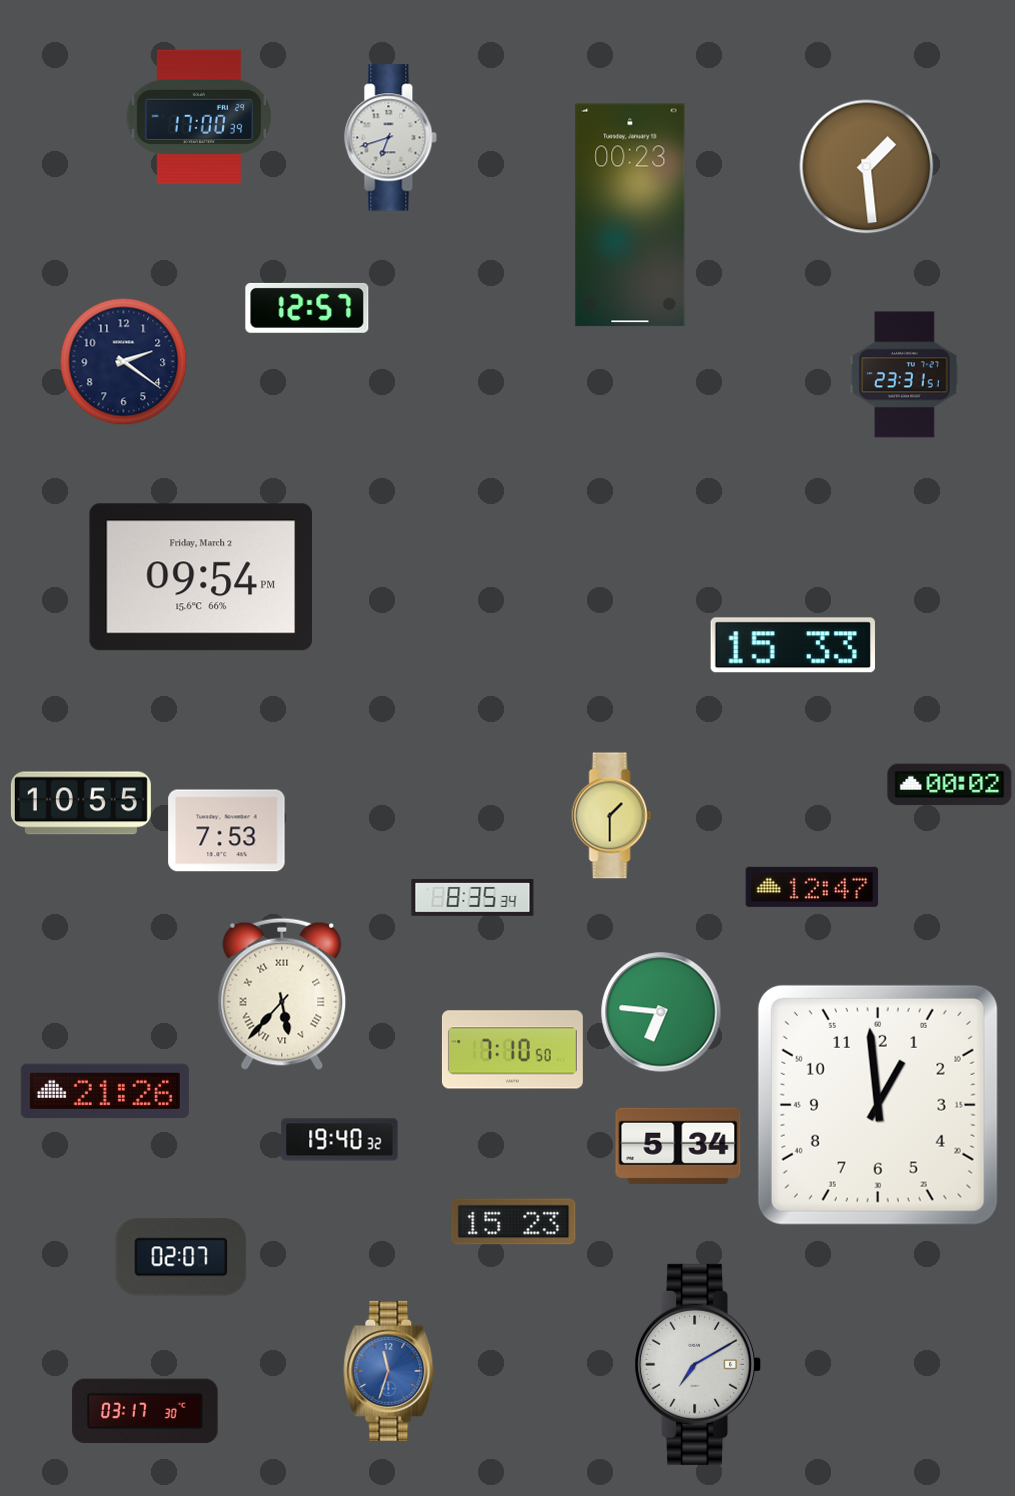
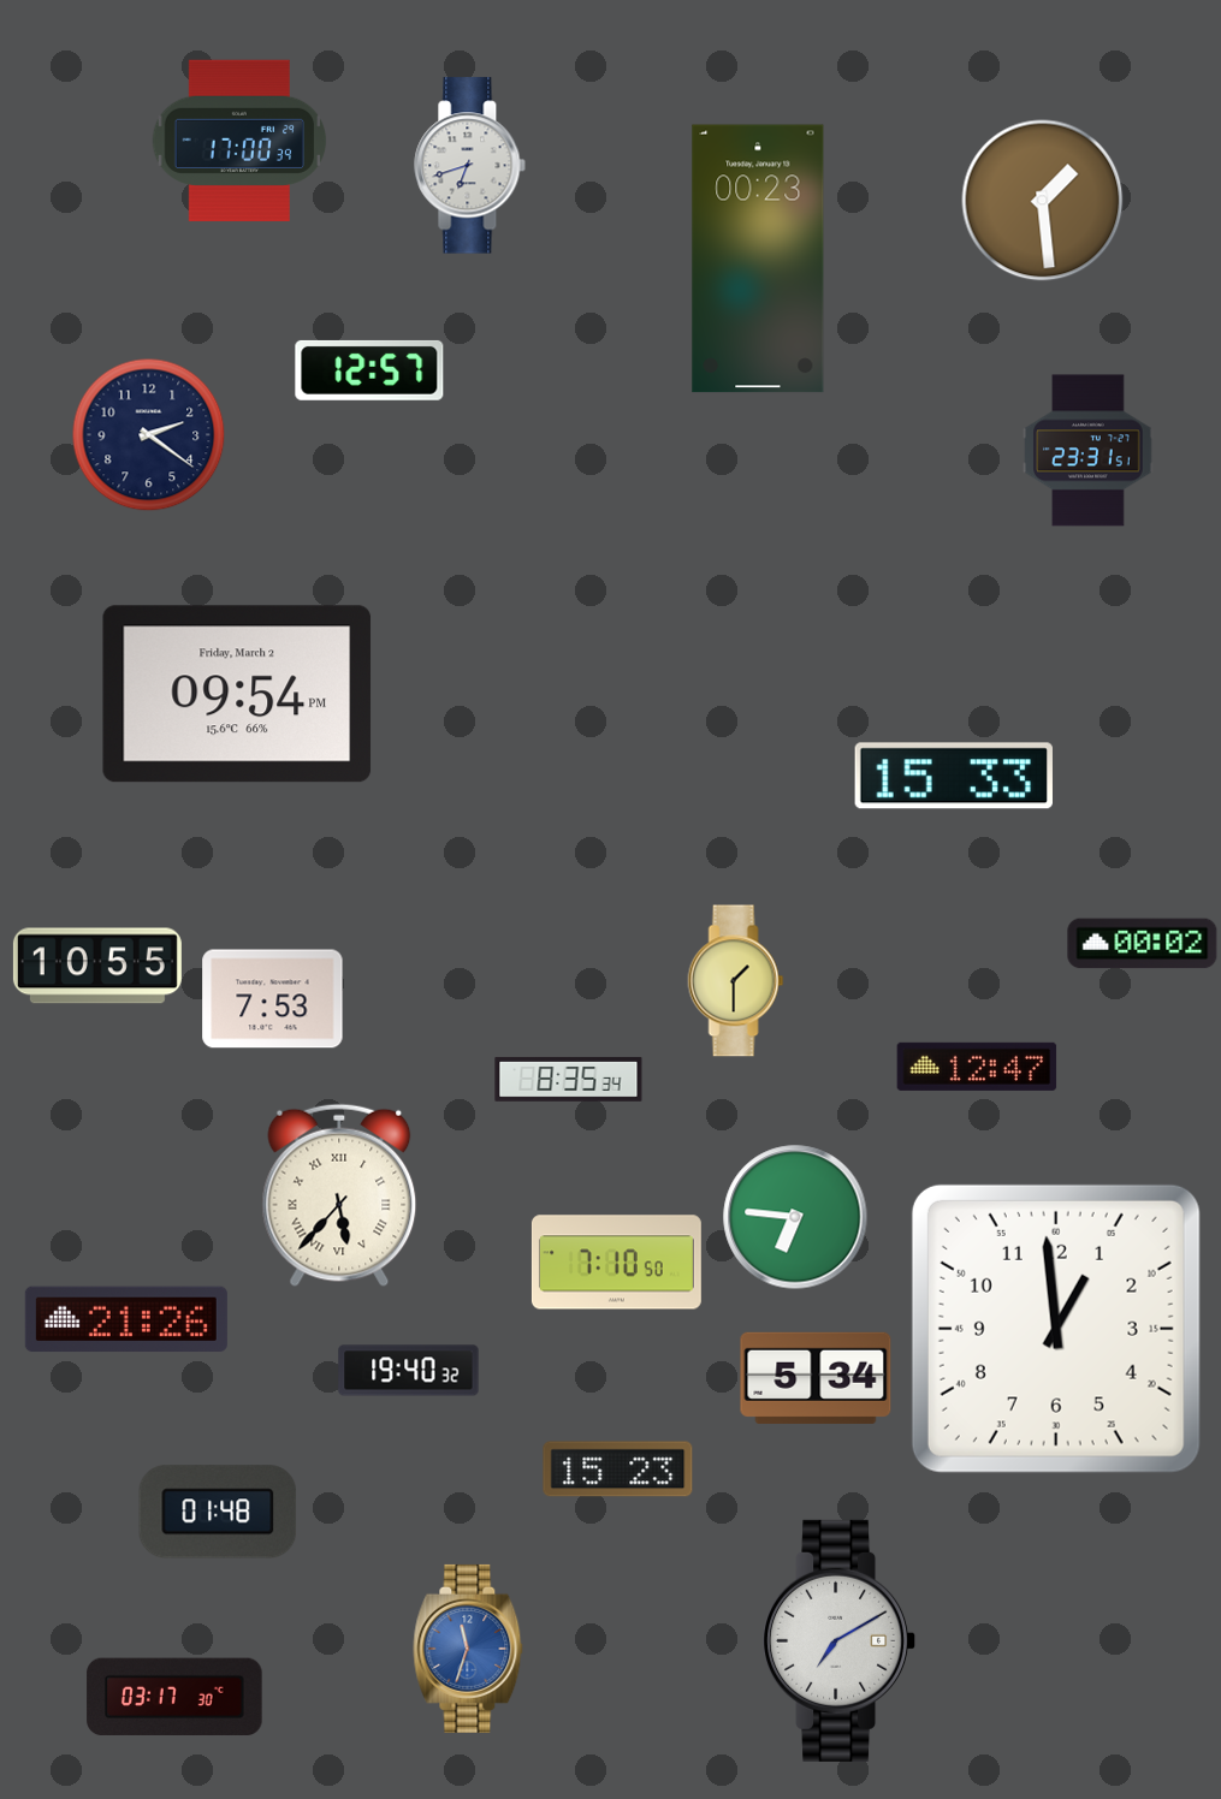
clock at (201, 577) position: (201, 577) -> (237, 694)
clock at (105, 1091) position: (105, 1091) -> (126, 1319)
clock at (181, 1257): 02:07 -> 01:48
